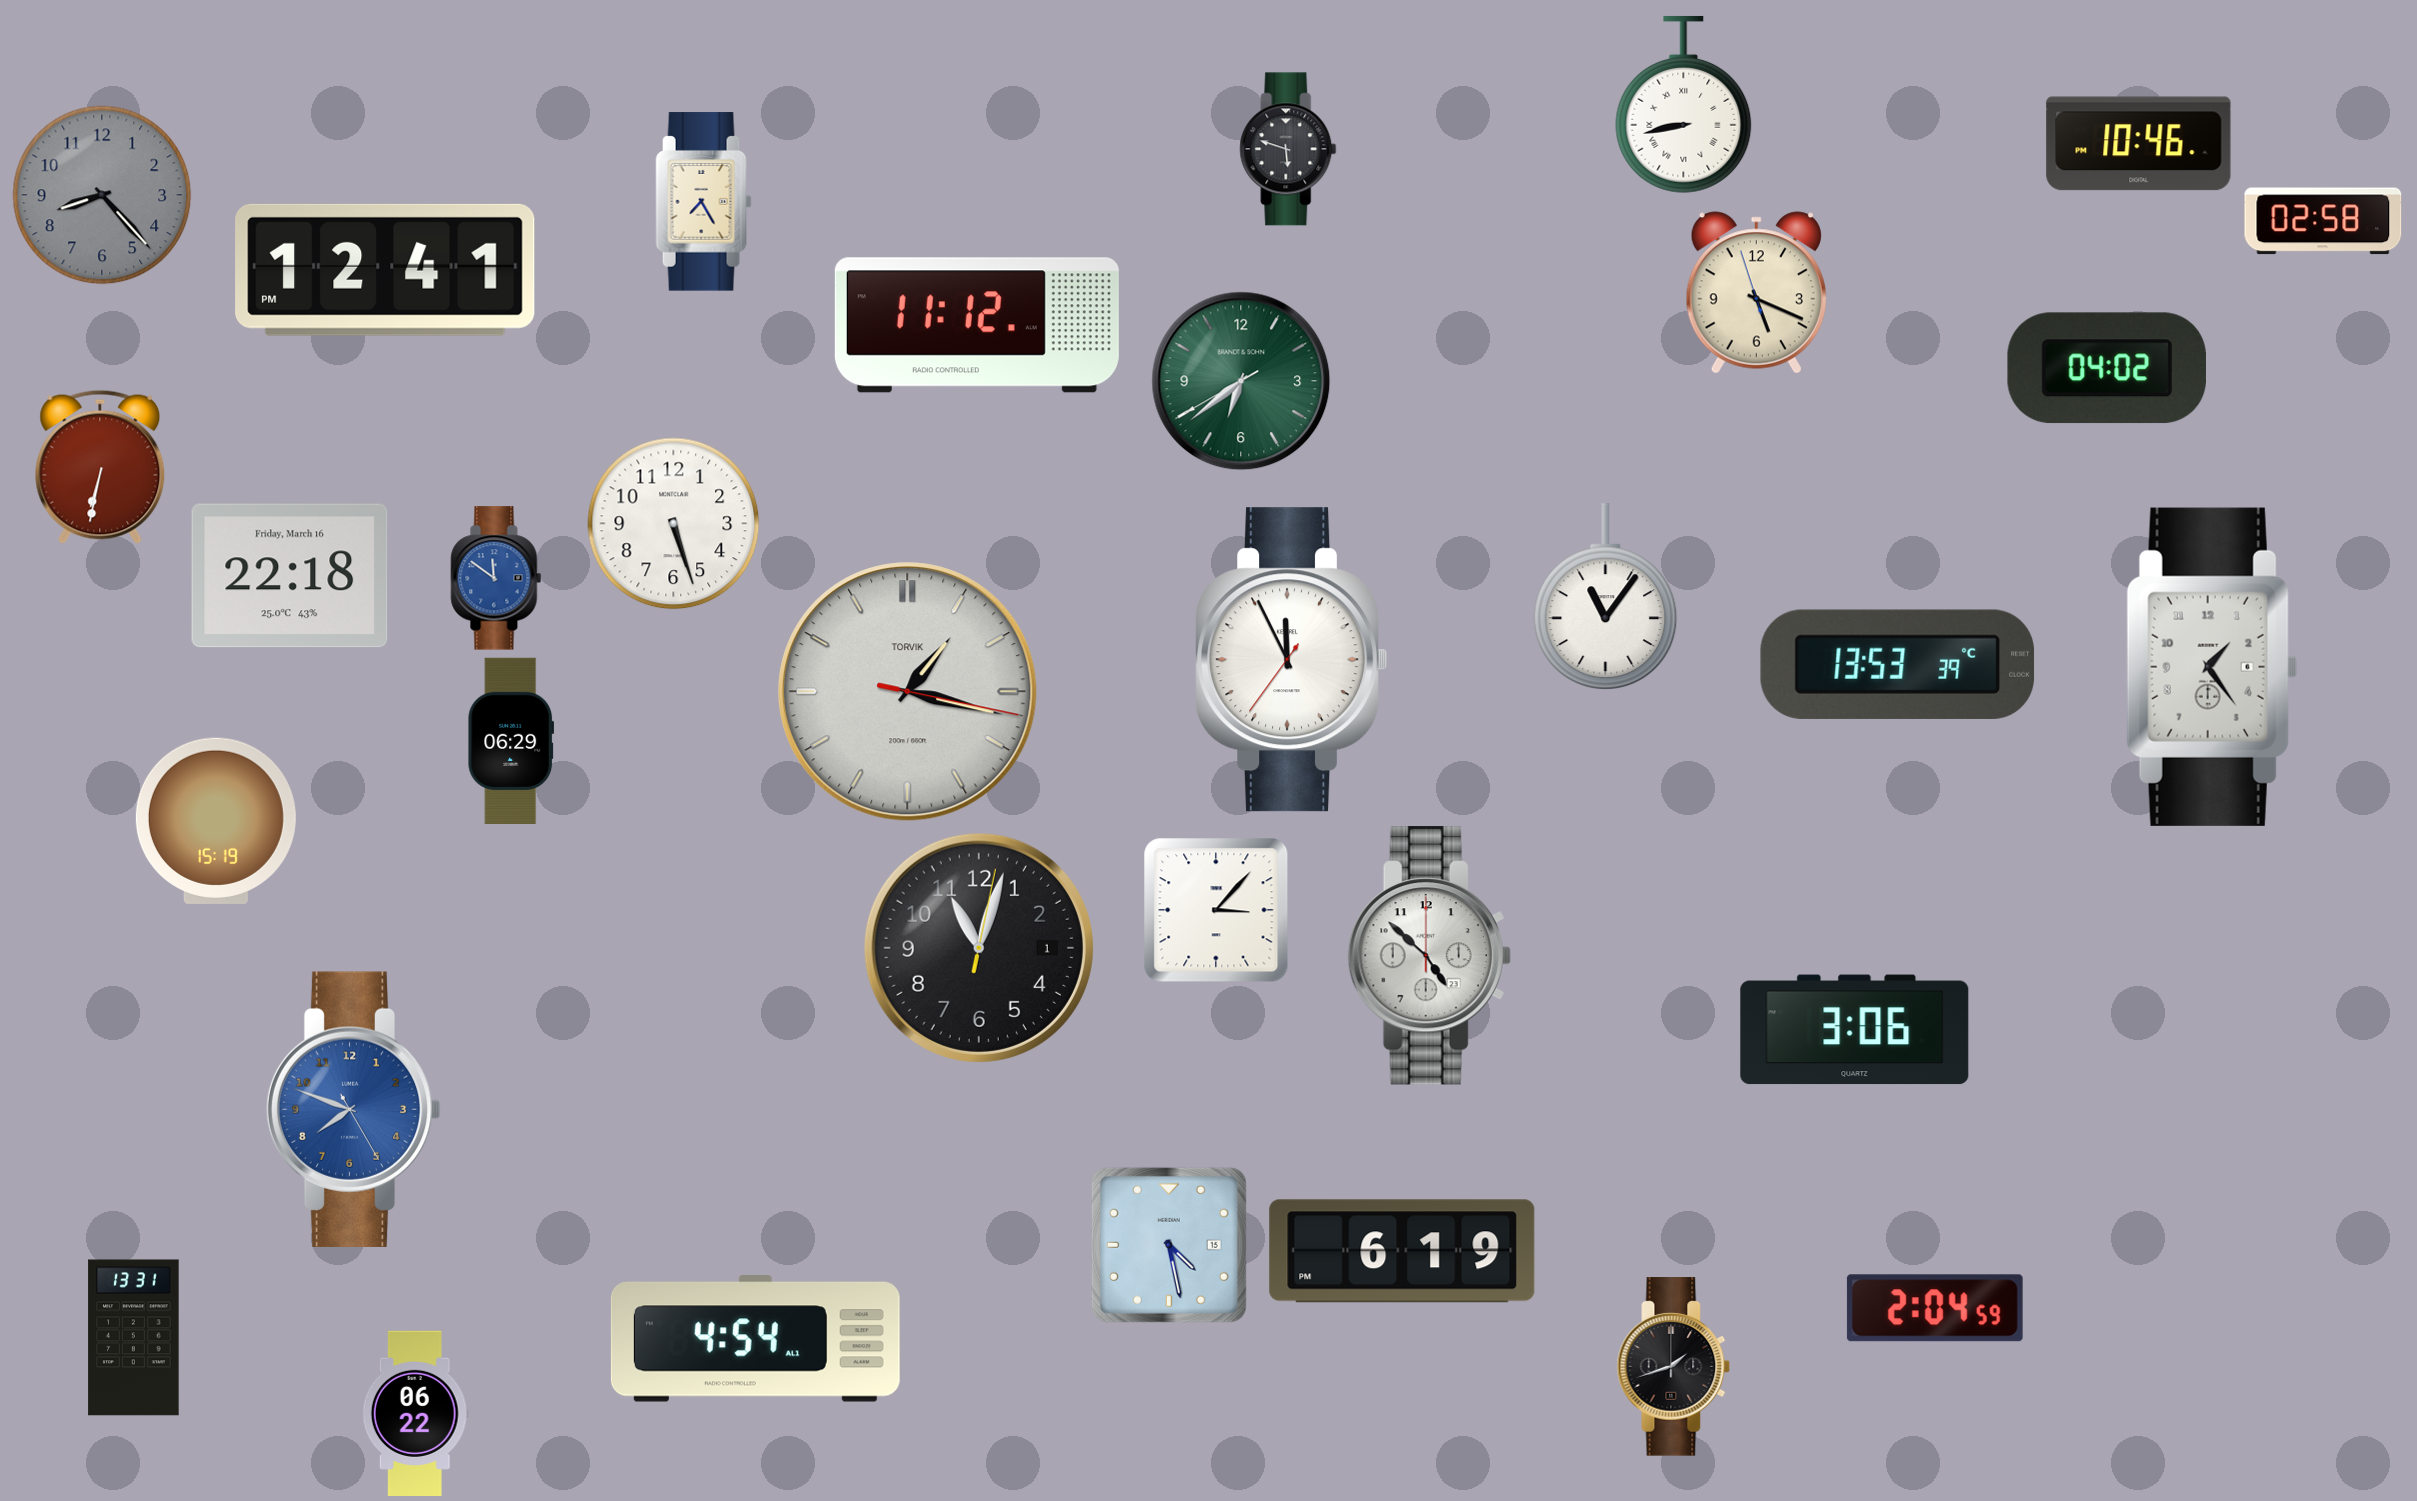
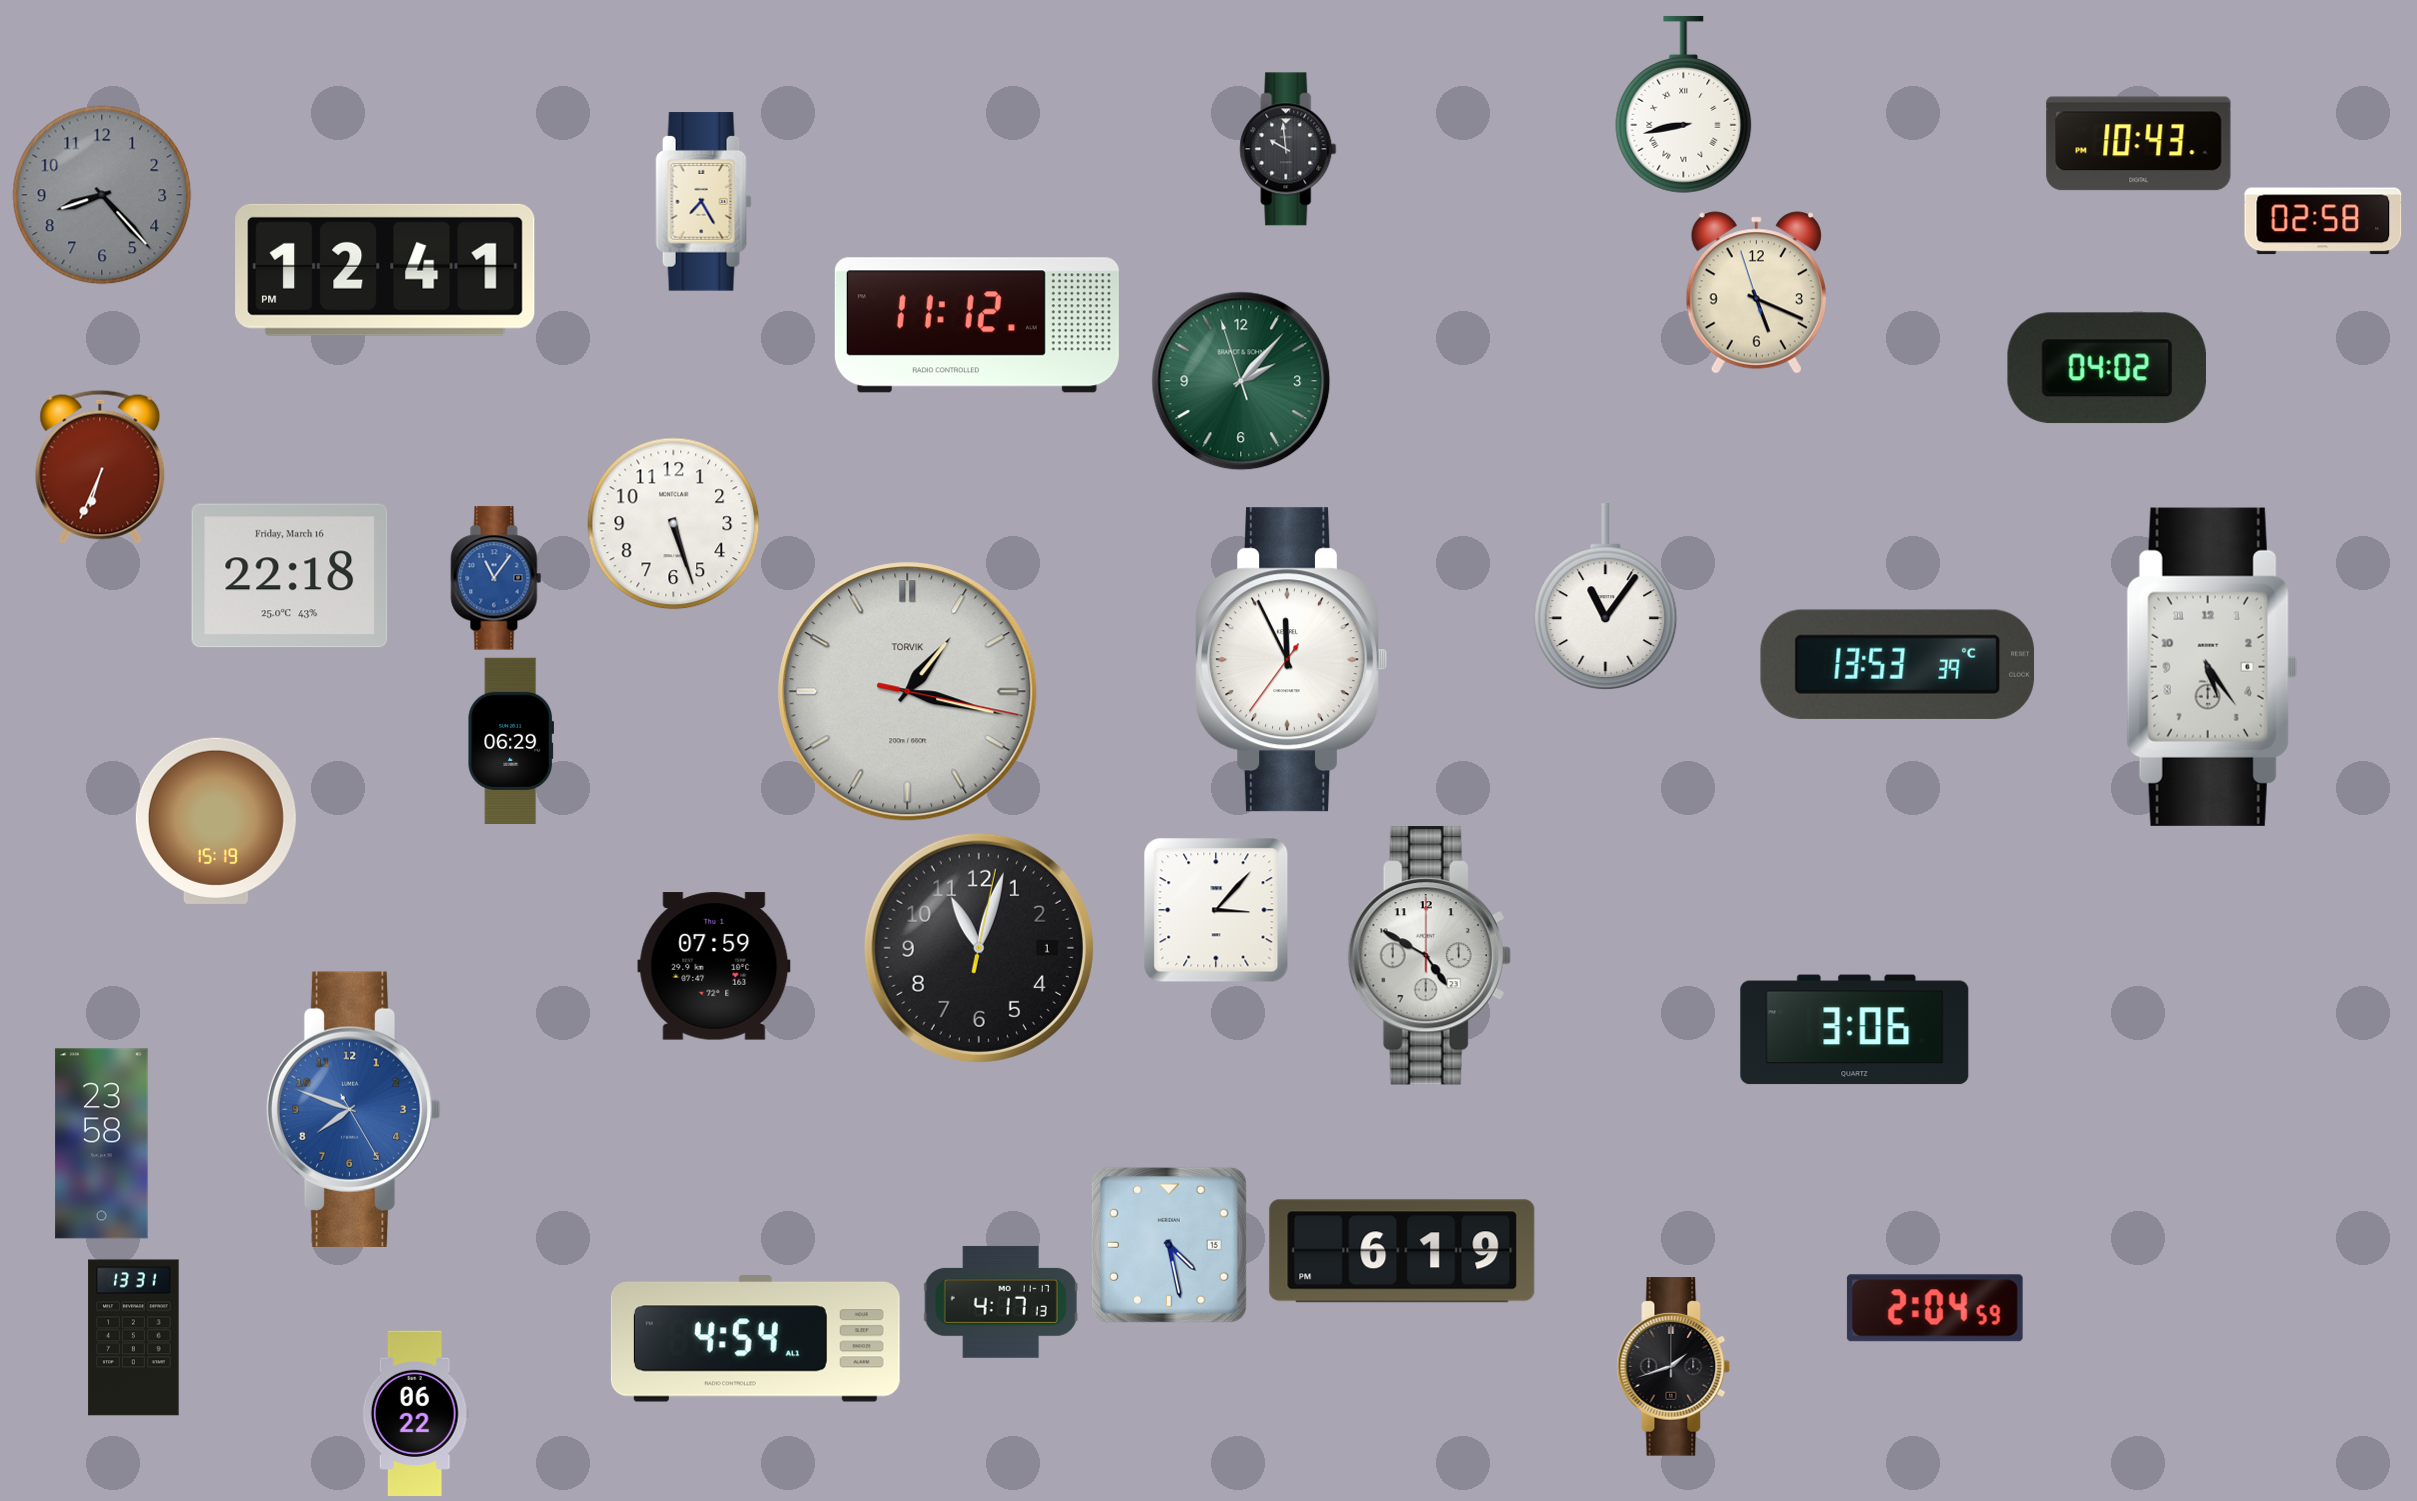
clock at (2139, 144): 10:46 -> 10:43
clock at (1288, 149): 5:48 -> 9:59
clock at (1241, 381): 6:38 -> 2:06
clock at (100, 467): 6:32 -> 6:34
clock at (496, 578): 11:51 -> 11:06
clock at (2212, 667): 1:24 -> 5:24
clock at (1429, 956): 4:52 -> 4:50
clock at (714, 966): none -> 07:59
clock at (102, 1144): none -> 23:58
clock at (1001, 1302): none -> 4:17
